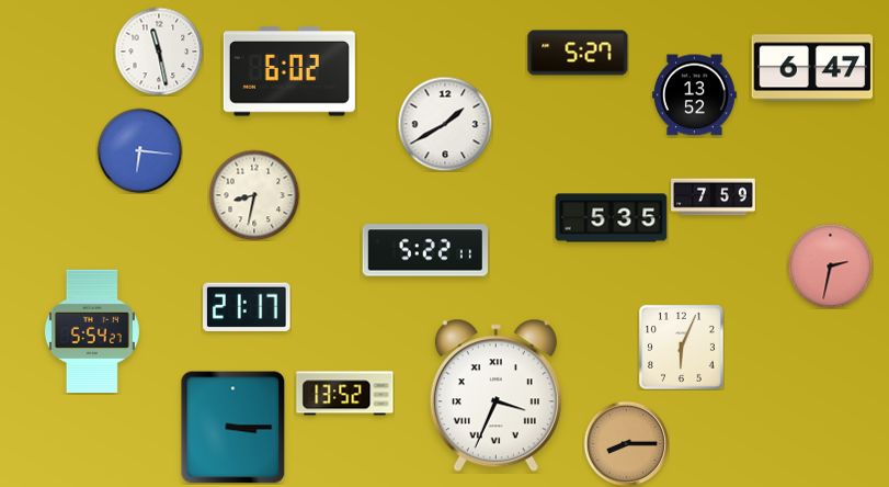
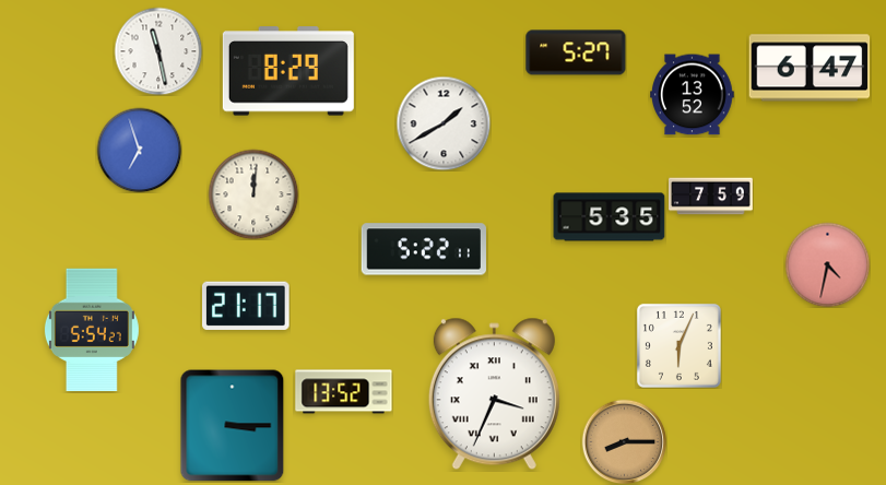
clock at (289, 71): 6:02 -> 8:29
clock at (139, 150): 6:16 -> 6:57
clock at (254, 195): 8:32 -> 12:01
clock at (830, 265): 2:32 -> 4:32
